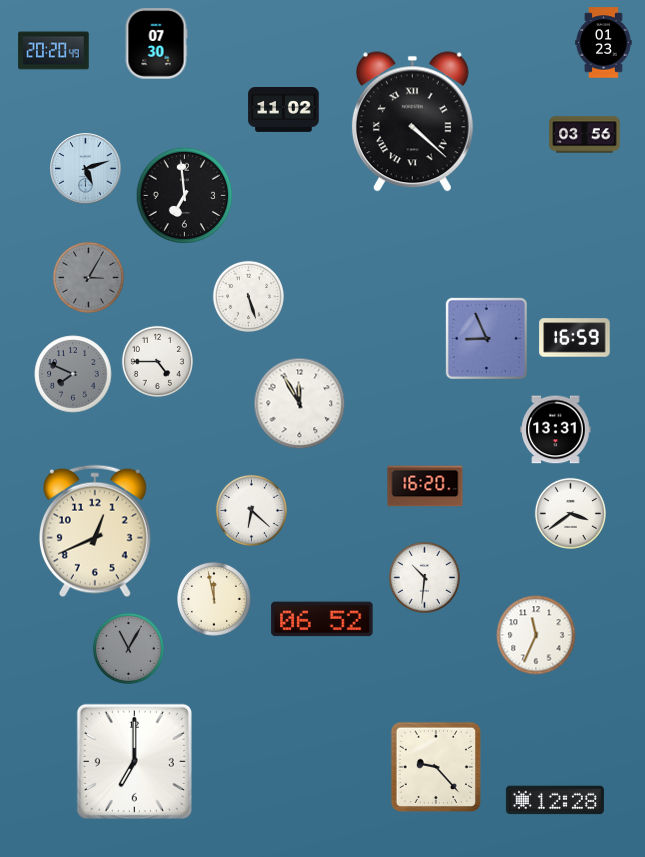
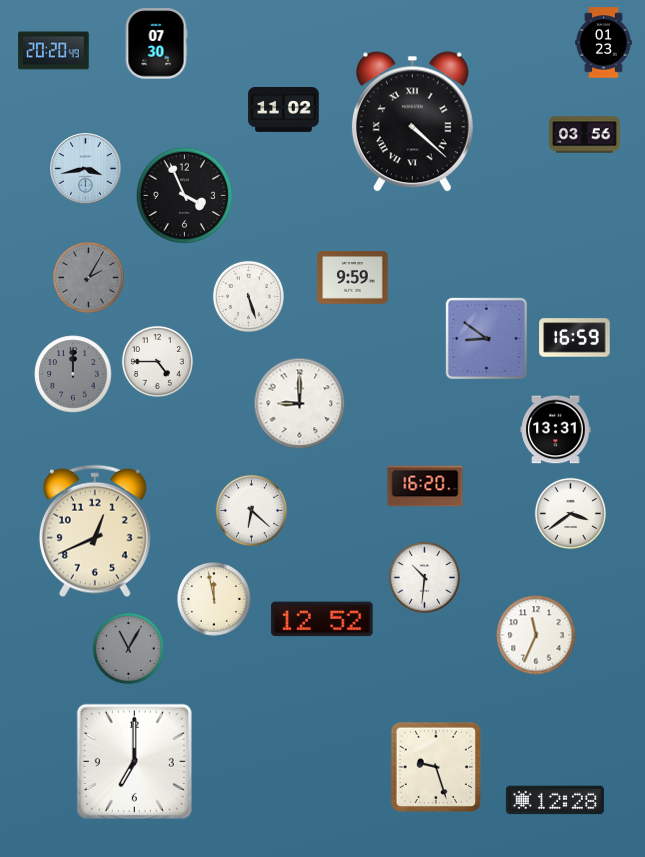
clock at (86, 169): 5:12 -> 3:43
clock at (185, 196): 6:59 -> 3:56
clock at (88, 277): 3:05 -> 2:05
clock at (353, 278): none -> 9:59
clock at (486, 338): 8:56 -> 8:51
clock at (73, 374): 7:49 -> 12:00
clock at (300, 404): 11:55 -> 9:00
clock at (322, 619): 06:52 -> 12:52
clock at (435, 766): 9:23 -> 9:27
